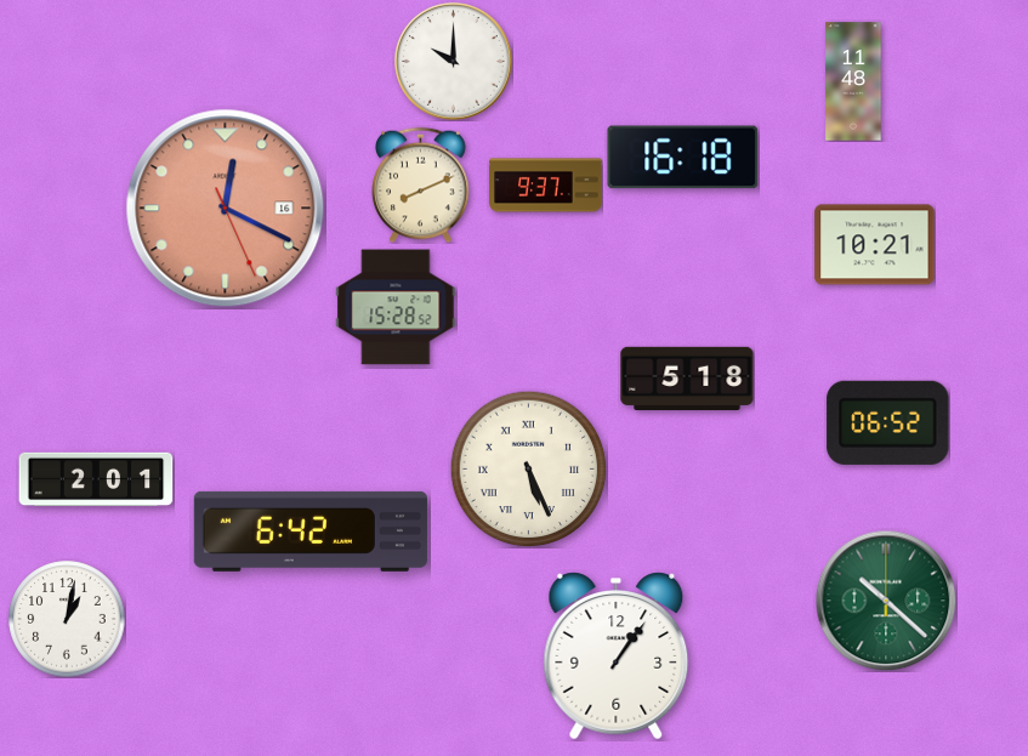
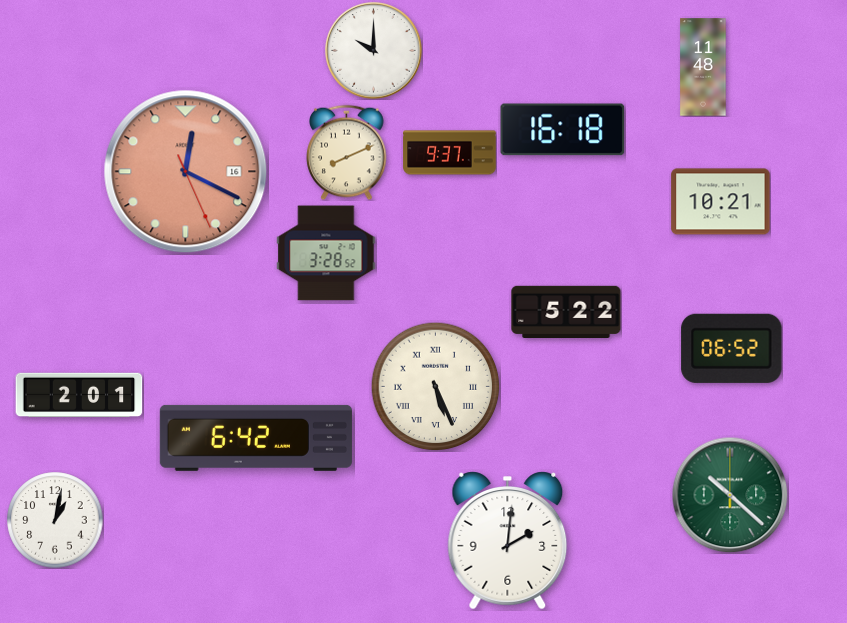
clock at (396, 307): 15:28 -> 3:28
clock at (687, 377): 5:18 -> 5:22
clock at (67, 619) position: (67, 619) -> (55, 520)
clock at (617, 656): 1:06 -> 2:01
